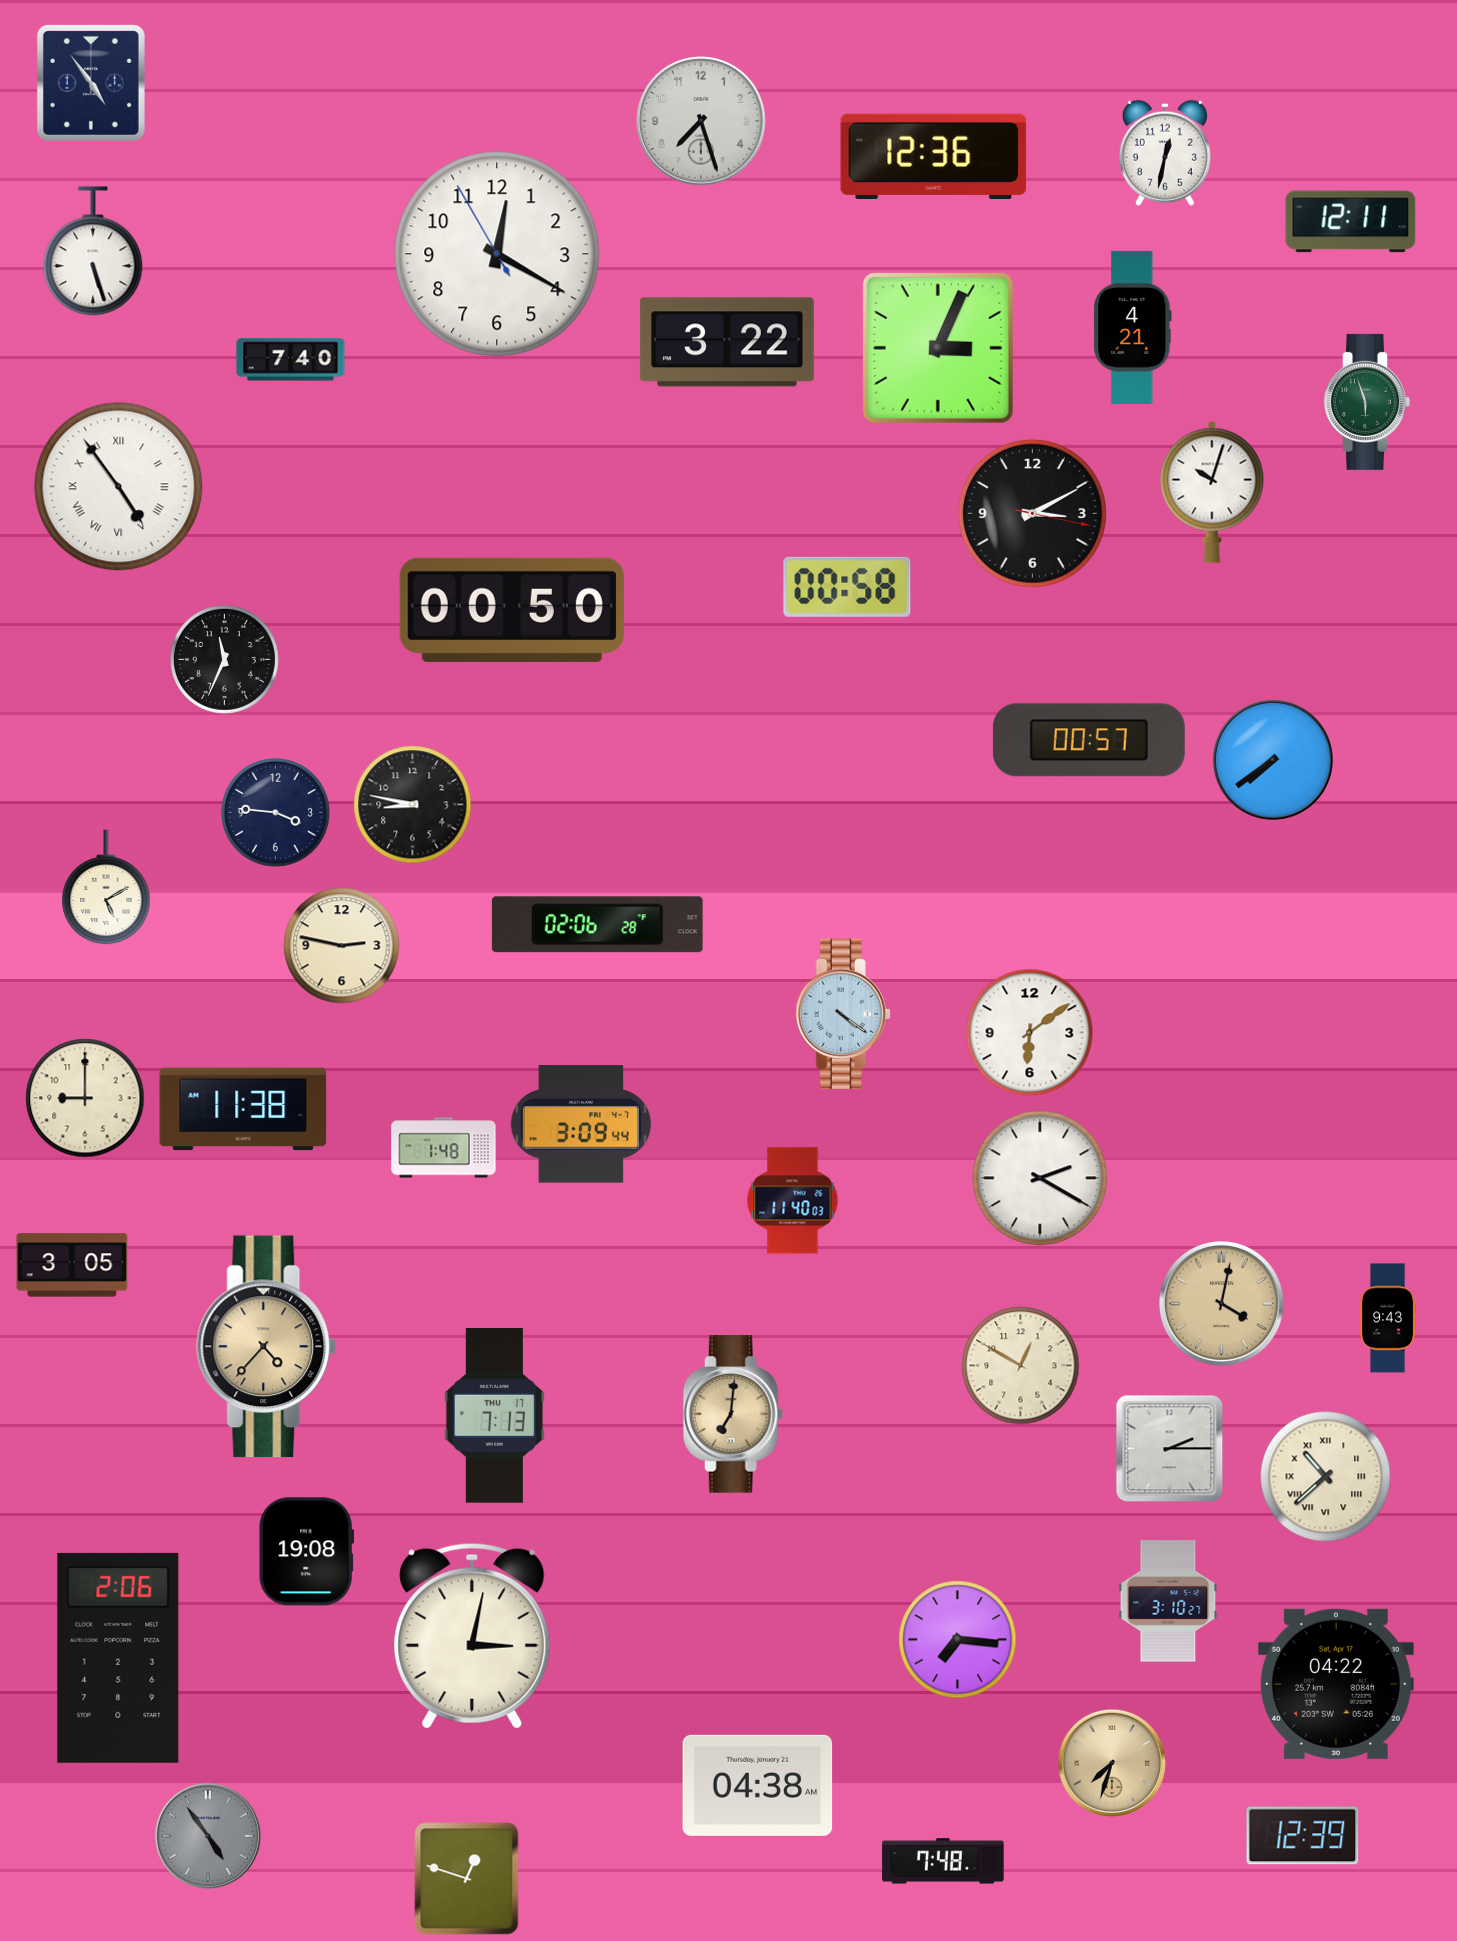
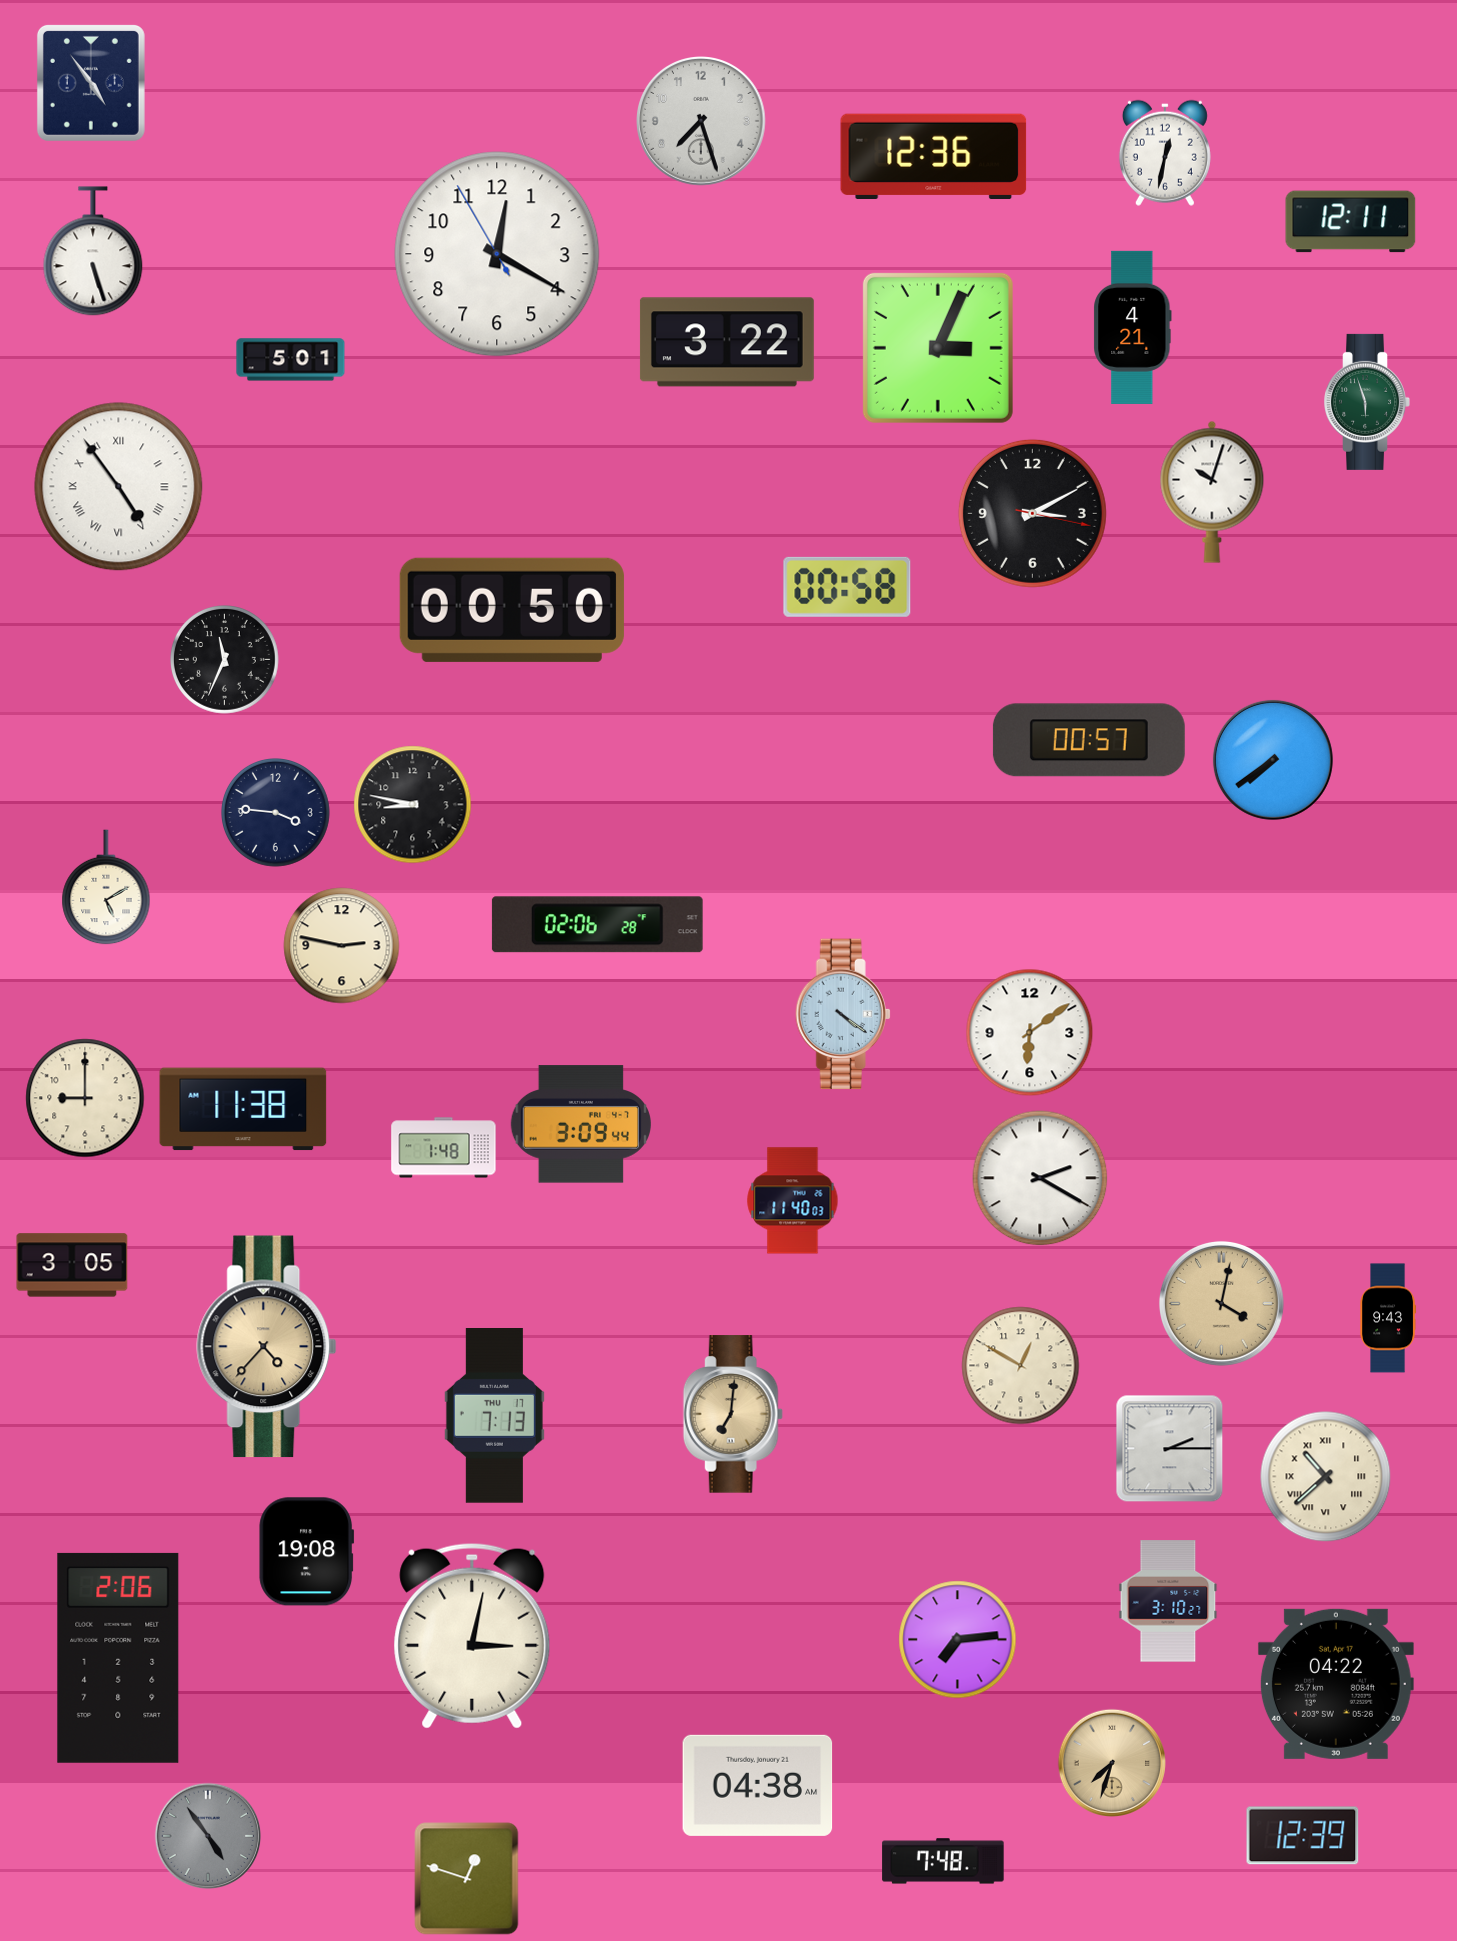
clock at (291, 360): 7:40 -> 5:01
clock at (958, 1640): 7:16 -> 7:14
